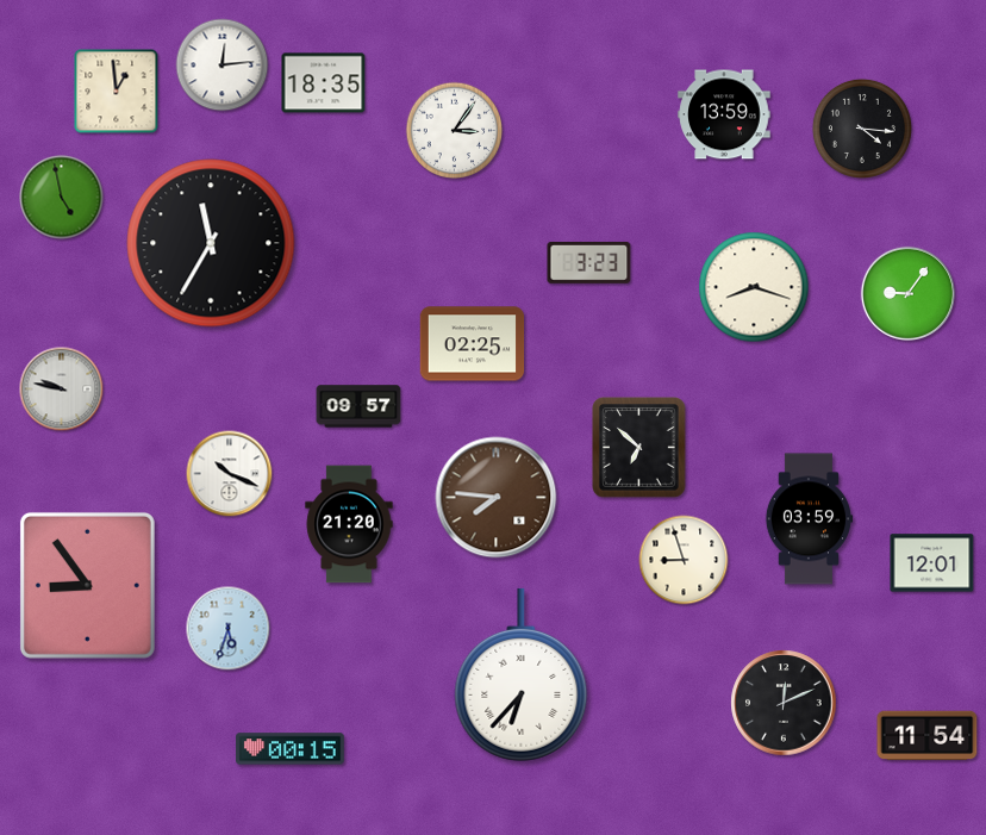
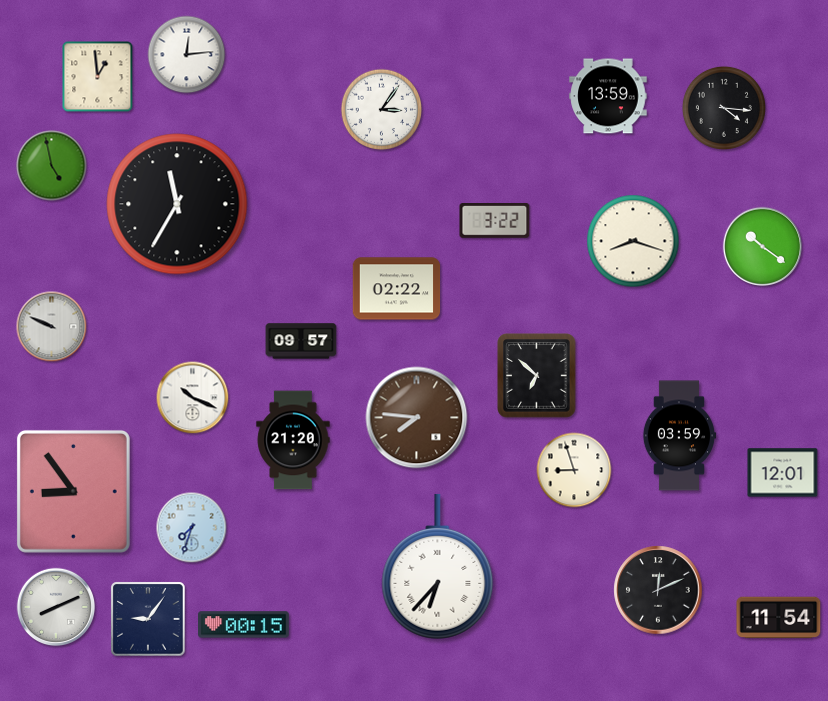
clock at (324, 83): 18:35 -> none
clock at (589, 263): 3:23 -> 3:22
clock at (907, 293): 9:06 -> 10:21
clock at (473, 344): 02:25 -> 02:22
clock at (62, 390): 9:47 -> 9:49
clock at (229, 629): 5:33 -> 7:33
clock at (56, 607): none -> 8:11
clock at (148, 619): none -> 9:06
clock at (291, 749) position: (291, 749) -> (244, 625)
